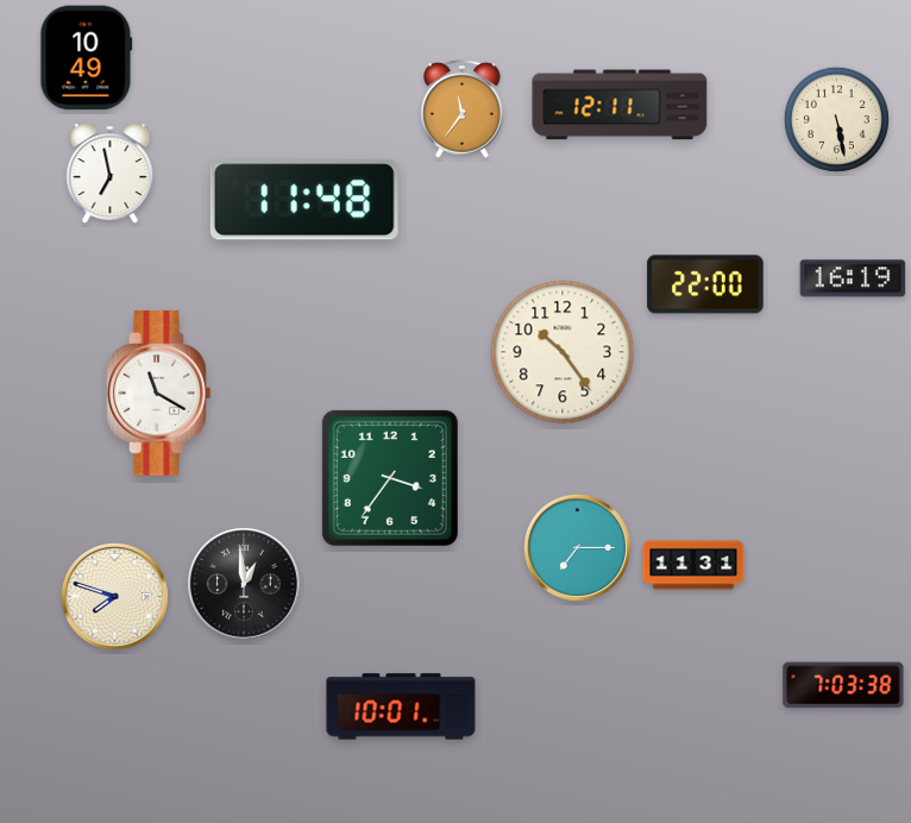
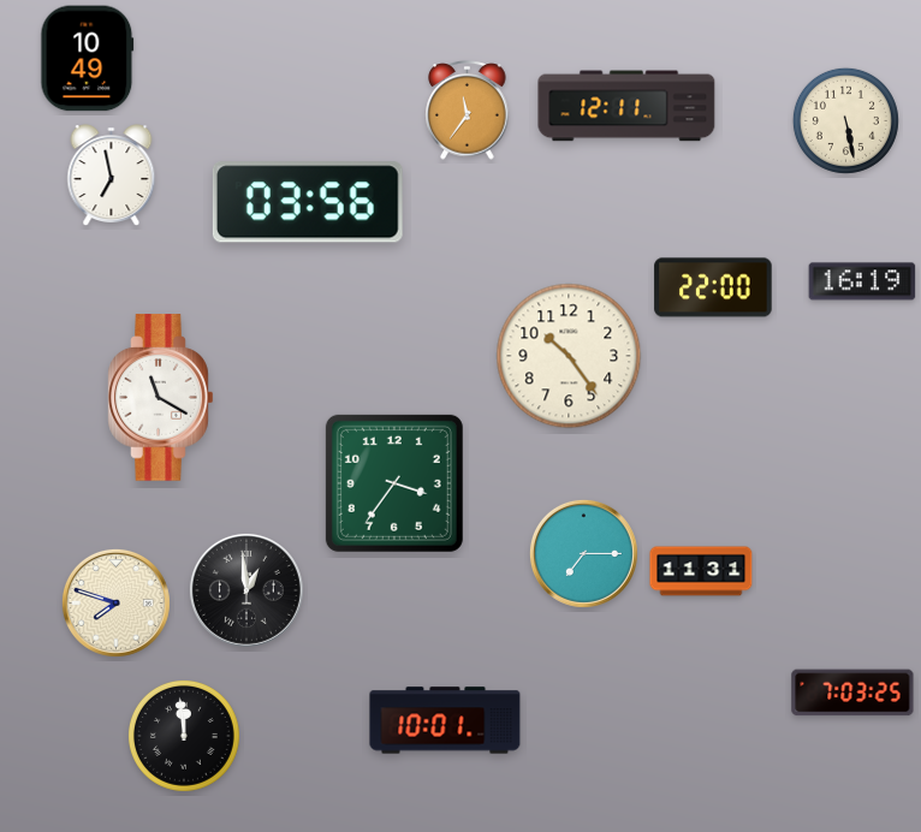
clock at (304, 200): 11:48 -> 03:56
clock at (843, 685): 7:03:38 -> 7:03:25
clock at (401, 706) position: (401, 706) -> (445, 720)
clock at (184, 736): none -> 11:59
